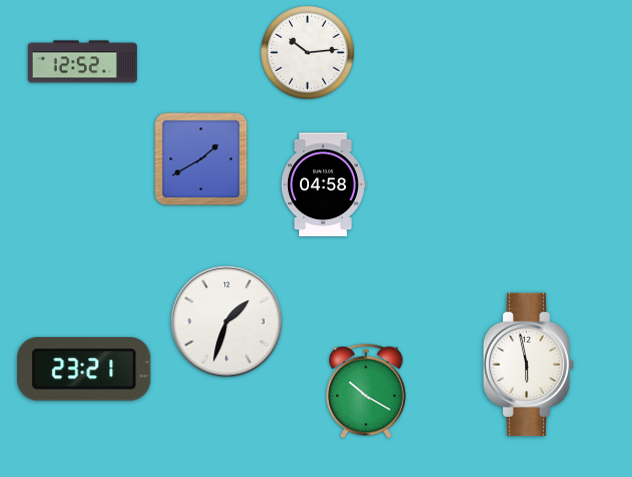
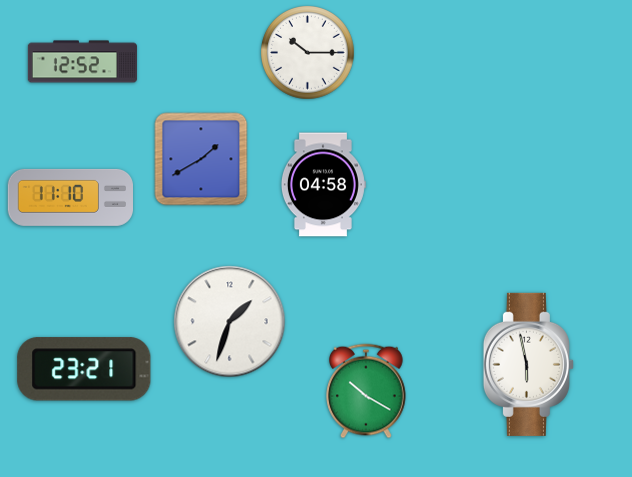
clock at (308, 53): 10:14 -> 10:15
clock at (70, 197): none -> 11:10
clock at (227, 322) position: (227, 322) -> (230, 322)
